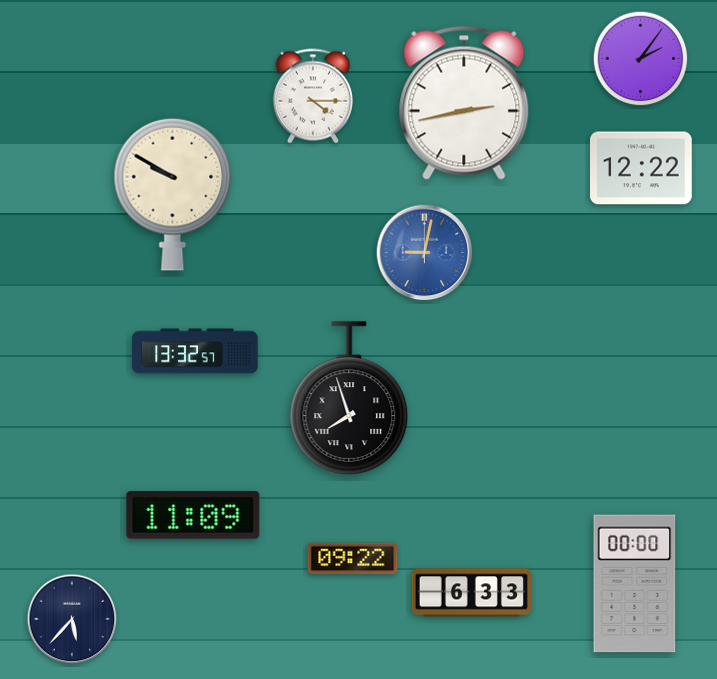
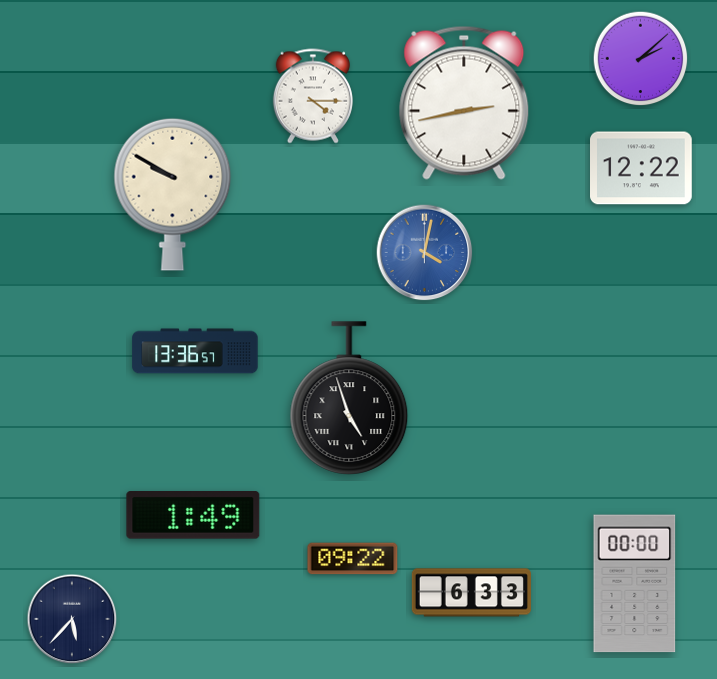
clock at (641, 59): 2:06 -> 2:08
clock at (425, 253): 9:02 -> 4:02
clock at (195, 351): 13:32 -> 13:36
clock at (349, 398): 7:57 -> 4:57
clock at (193, 516): 11:09 -> 1:49
